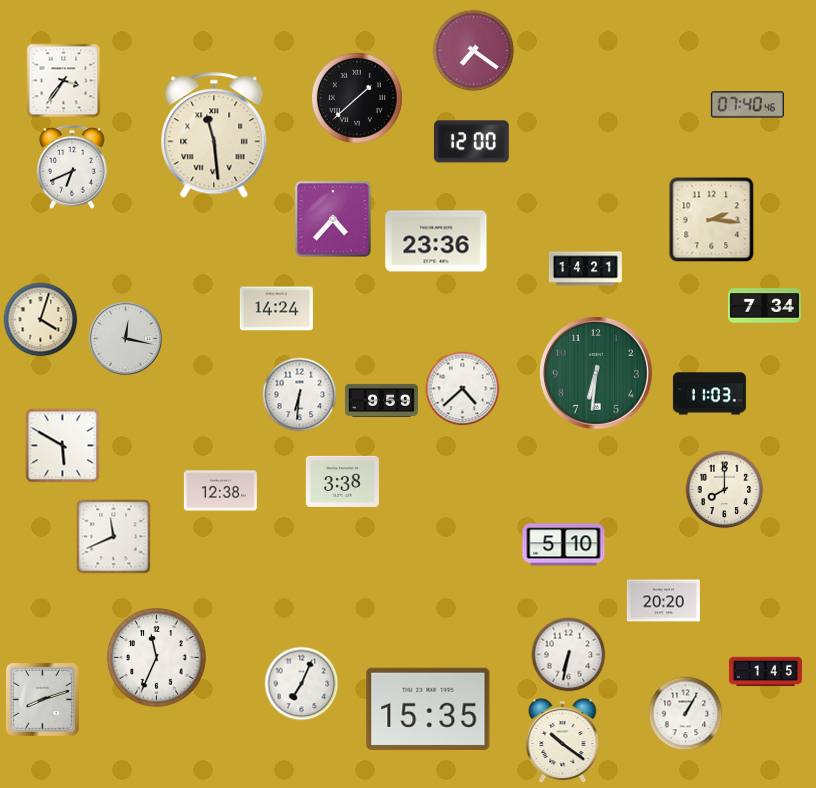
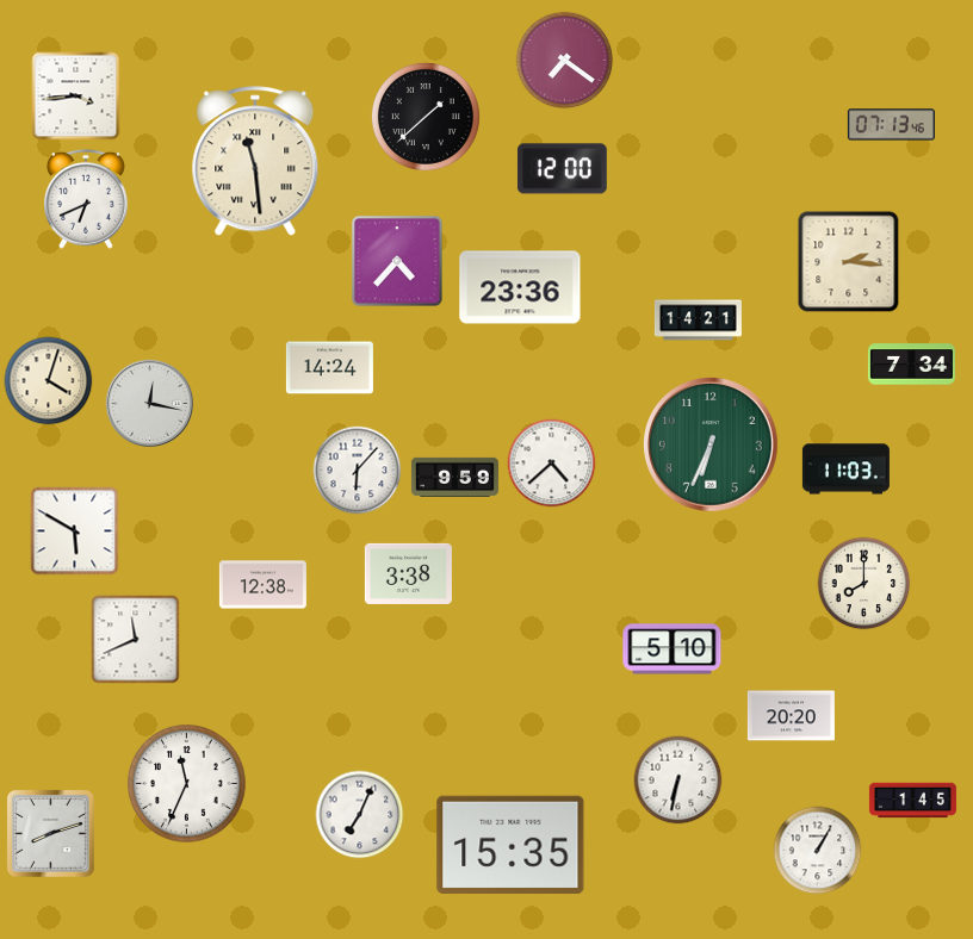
clock at (64, 81): 3:36 -> 3:44
clock at (747, 105): 07:40 -> 07:13
clock at (597, 374): 6:31 -> 6:34
clock at (300, 395): 6:31 -> 6:07
clock at (563, 741): 10:21 -> none
